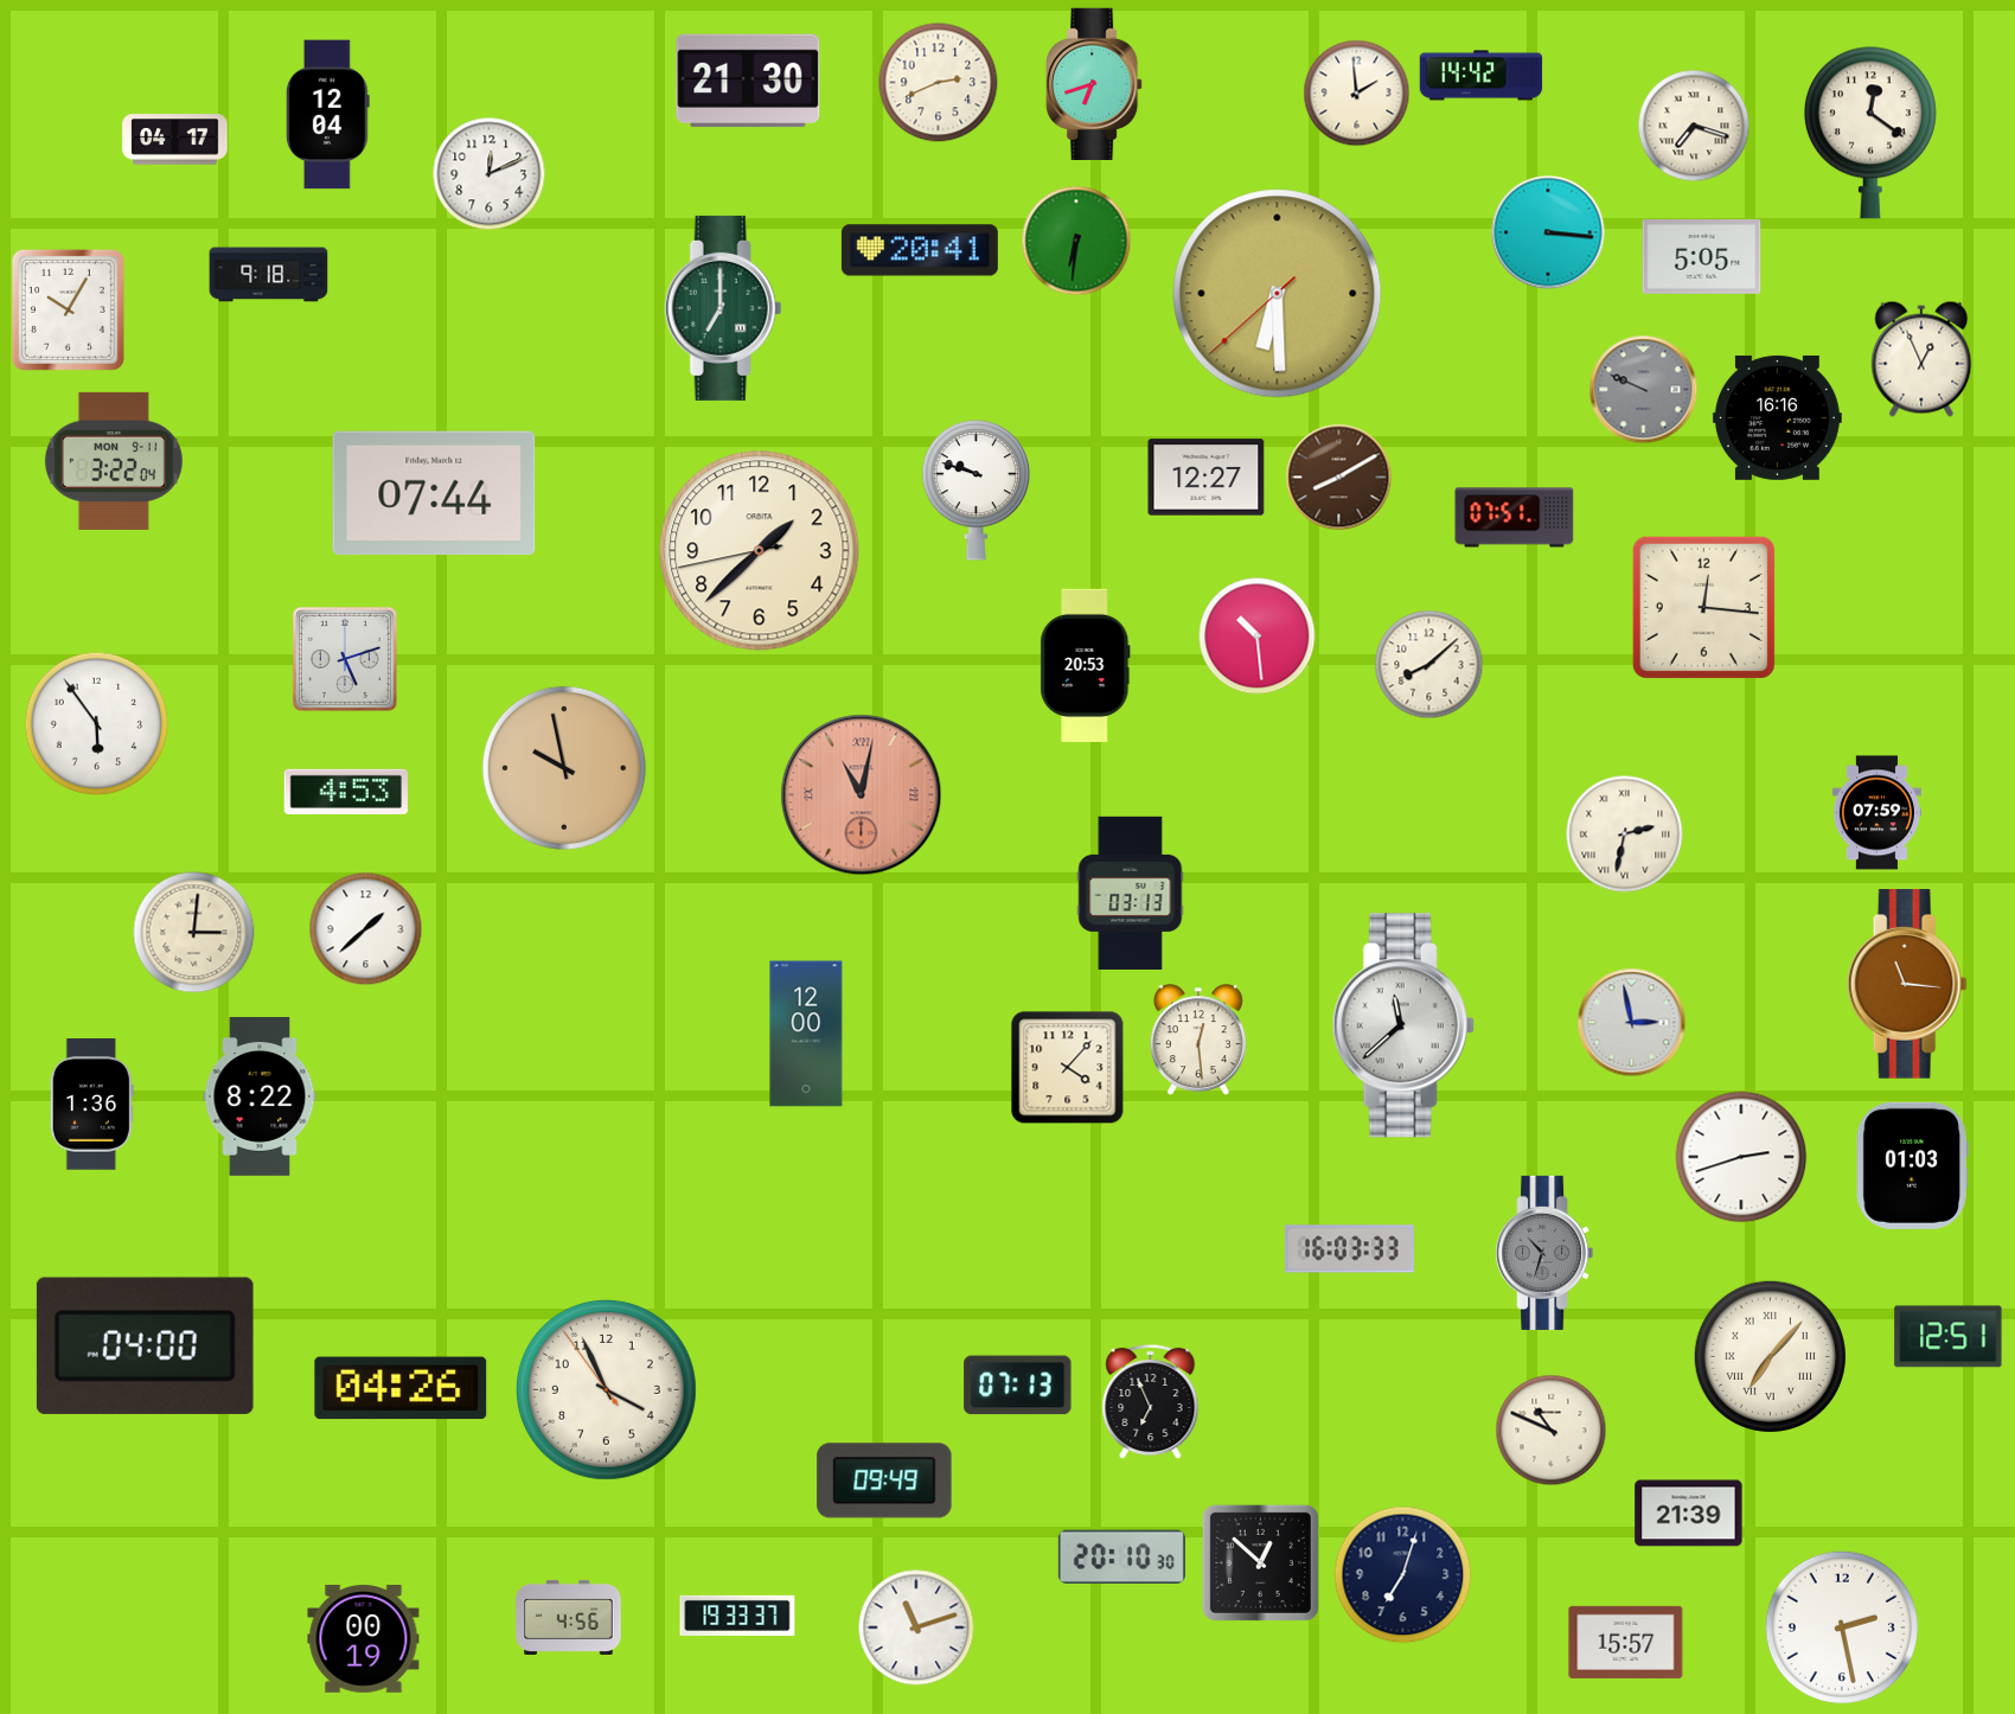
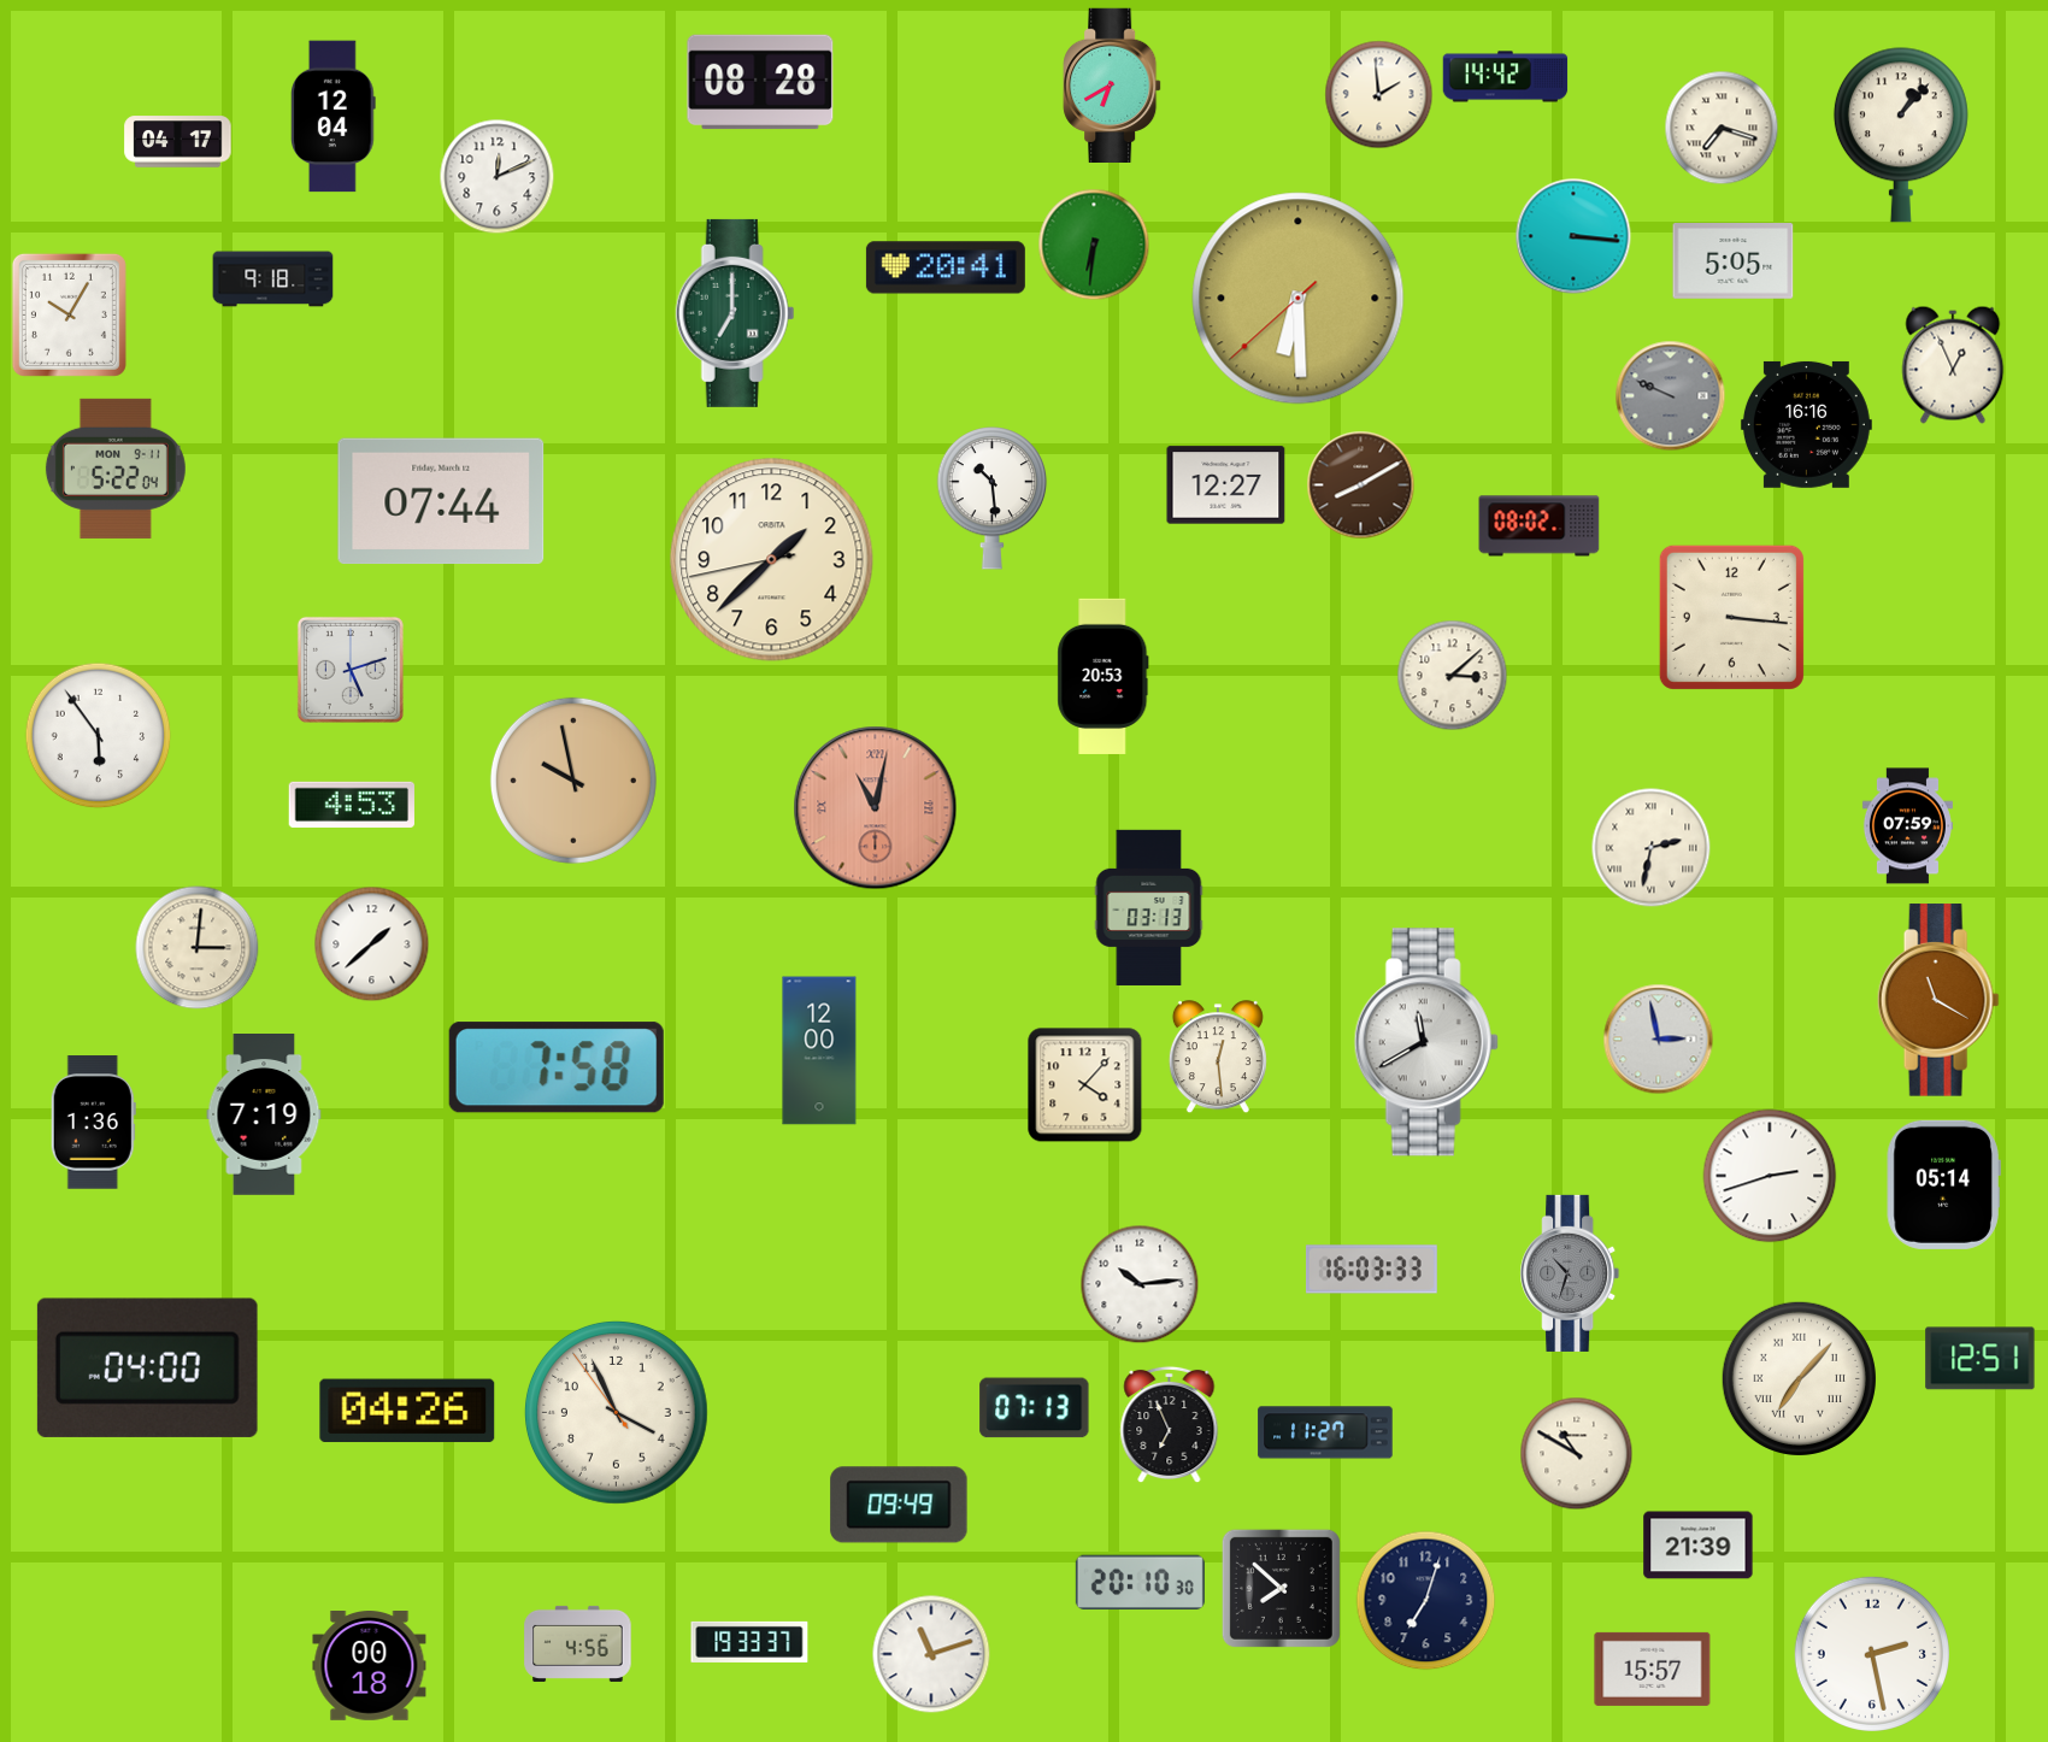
clock at (748, 81): 21:30 -> 08:28
clock at (939, 83): 2:41 -> none
clock at (1094, 83): 6:42 -> 6:40
clock at (1870, 133): 12:21 -> 1:07
clock at (920, 250) position: (920, 250) -> (946, 267)
clock at (1702, 257) position: (1702, 257) -> (1734, 261)
clock at (114, 461): 3:22 -> 5:22
clock at (977, 491): 9:48 -> 10:29
clock at (1515, 518): 07:51 -> 08:02
clock at (1703, 607): 12:16 -> 3:16
clock at (1258, 637): 10:29 -> none
clock at (1429, 665): 8:08 -> 3:08
clock at (1907, 984): 11:16 -> 11:20
clock at (1403, 1025): 11:38 -> 11:40
clock at (557, 1067): none -> 7:58
clock at (260, 1096): 8:22 -> 7:19
clock at (1912, 1165): 01:03 -> 05:14
clock at (1140, 1284): none -> 10:14
clock at (1325, 1432): none -> 11:27
clock at (1552, 1431): 10:49 -> 10:50
clock at (1689, 1514) position: (1689, 1514) -> (1699, 1546)
clock at (1260, 1562): 12:52 -> 7:52
clock at (364, 1639): 00:19 -> 00:18
